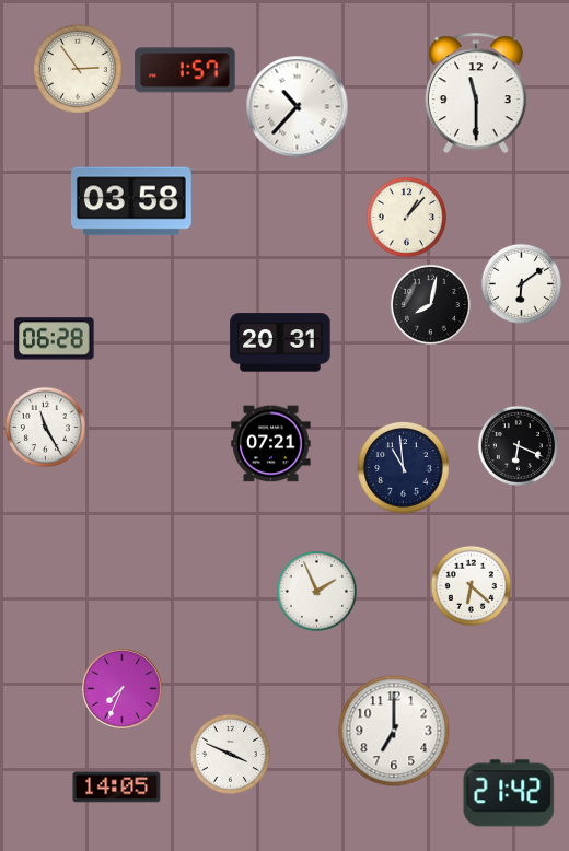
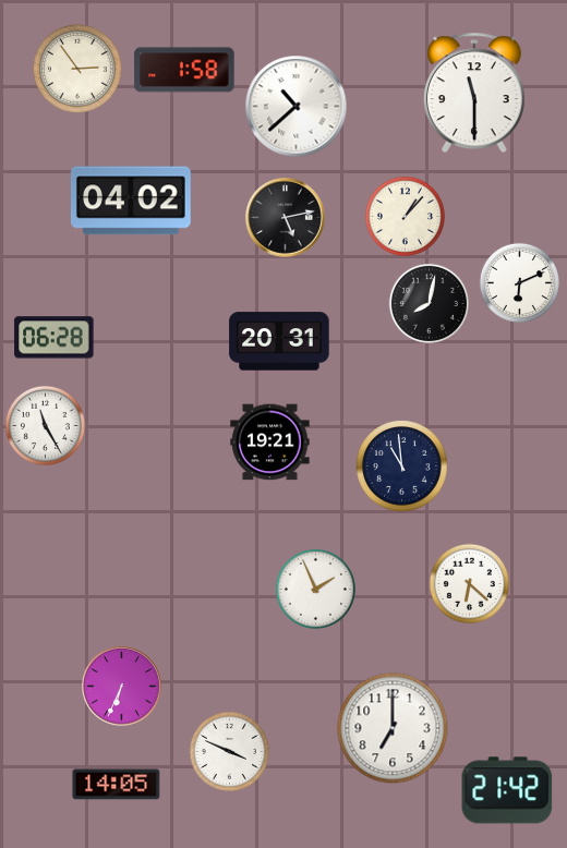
clock at (185, 70): 1:57 -> 1:58
clock at (298, 107): 10:37 -> 10:38
clock at (132, 201): 03:58 -> 04:02
clock at (286, 218): none -> 5:13
clock at (521, 283): 6:09 -> 6:11
clock at (271, 444): 07:21 -> 19:21
clock at (518, 445): 6:19 -> none
clock at (123, 689): 7:34 -> 6:34
